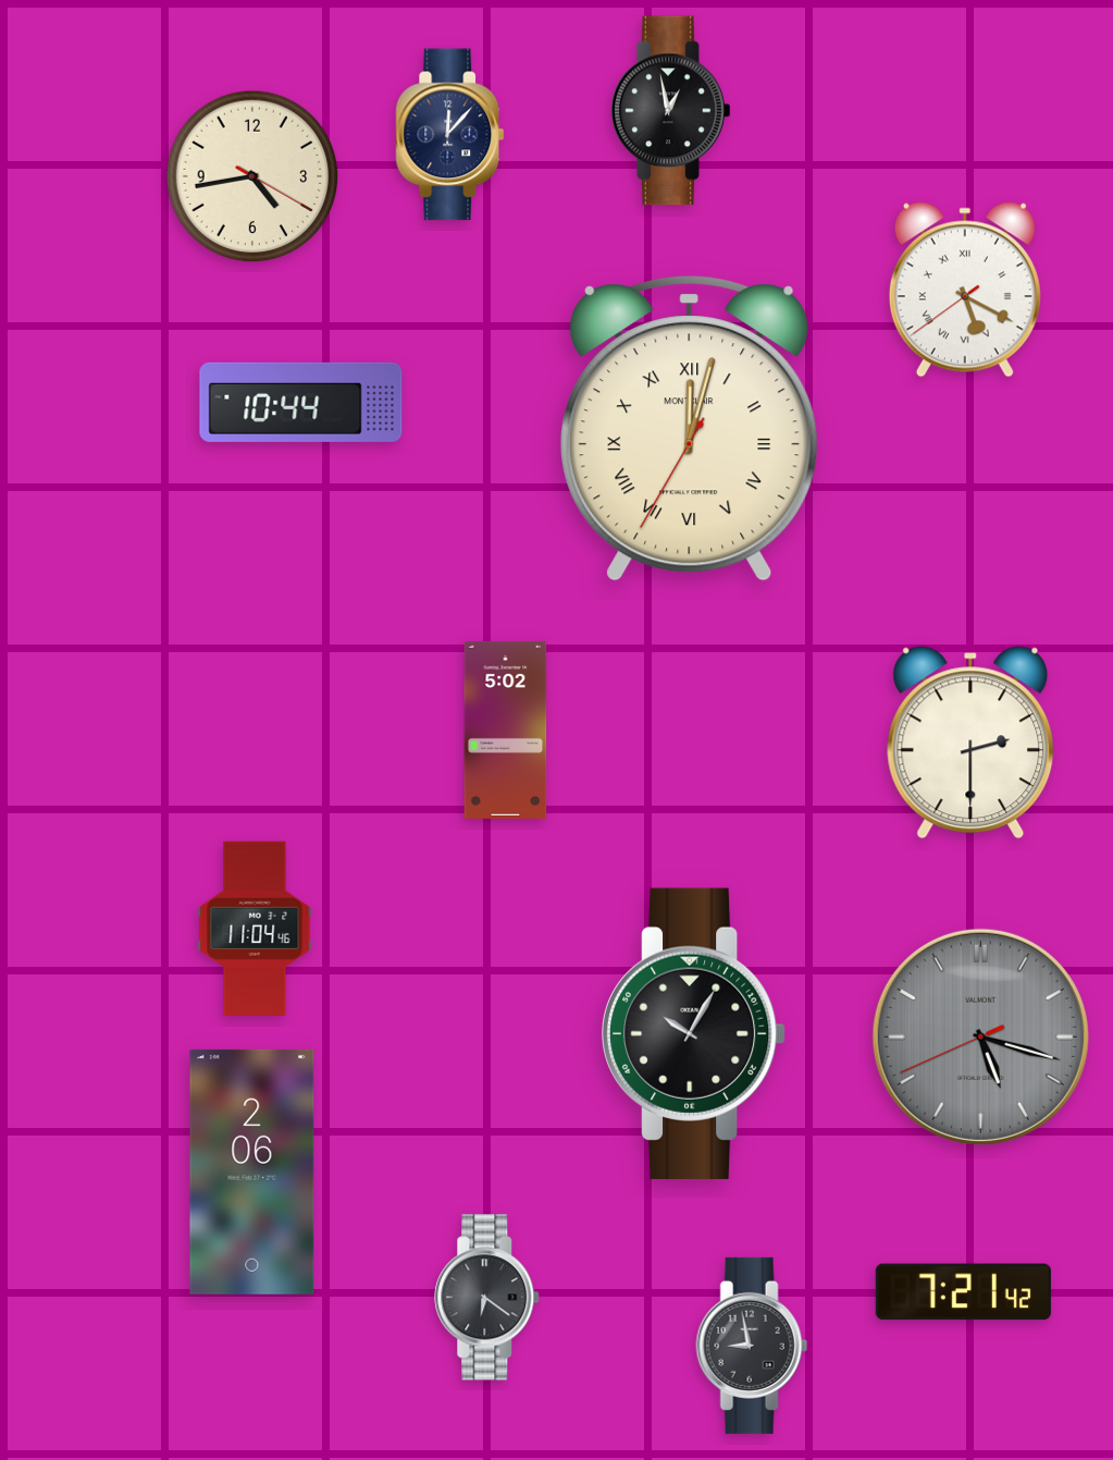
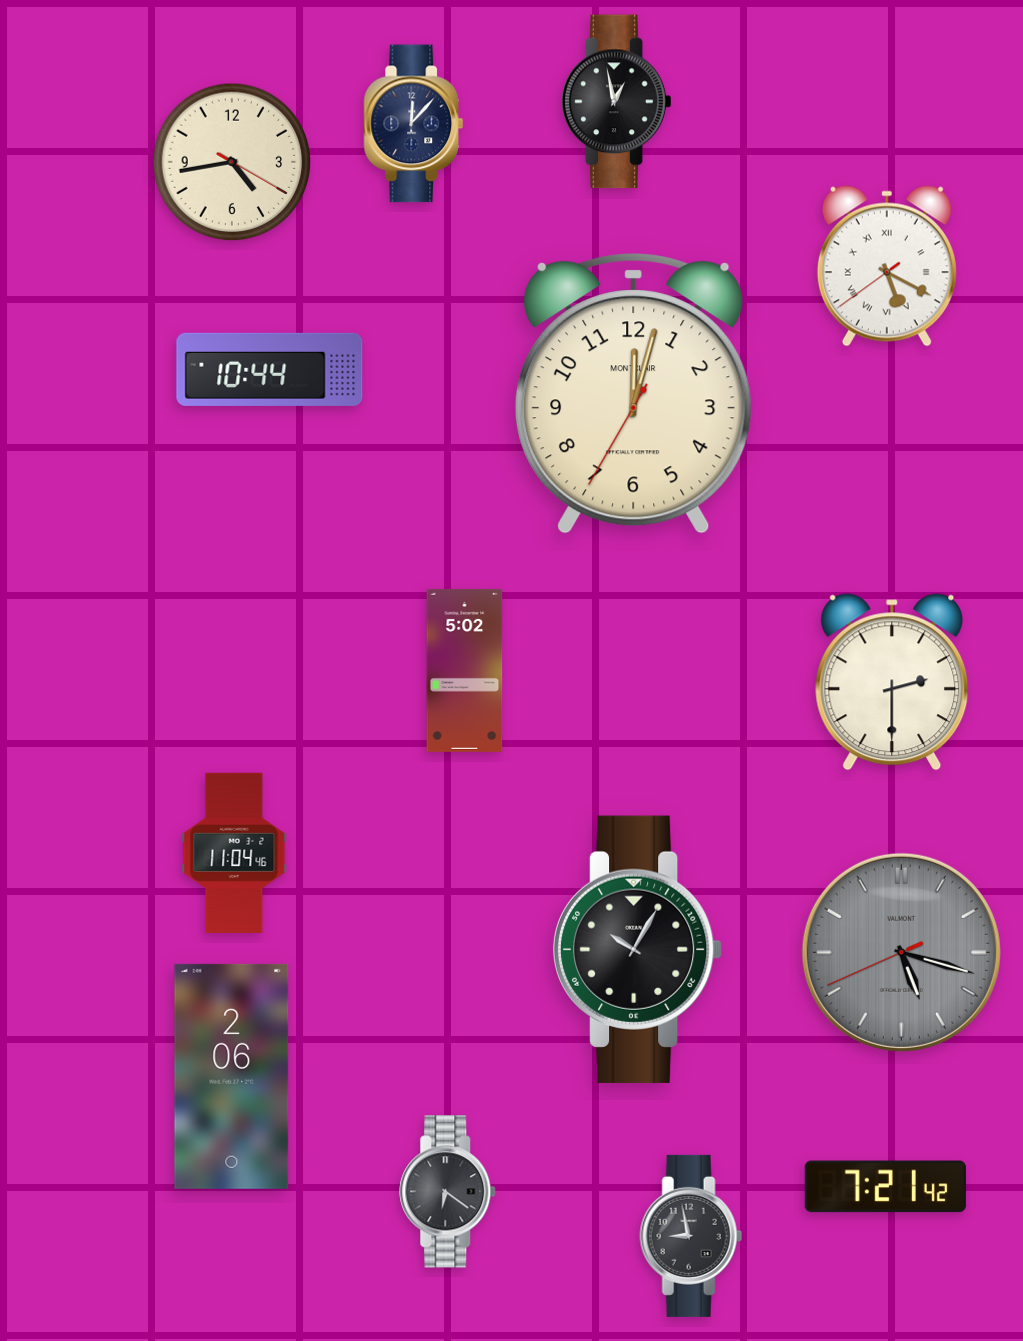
clock at (301, 402) position: (301, 402) -> (270, 369)
clock at (690, 429) numerals: Roman -> Arabic
